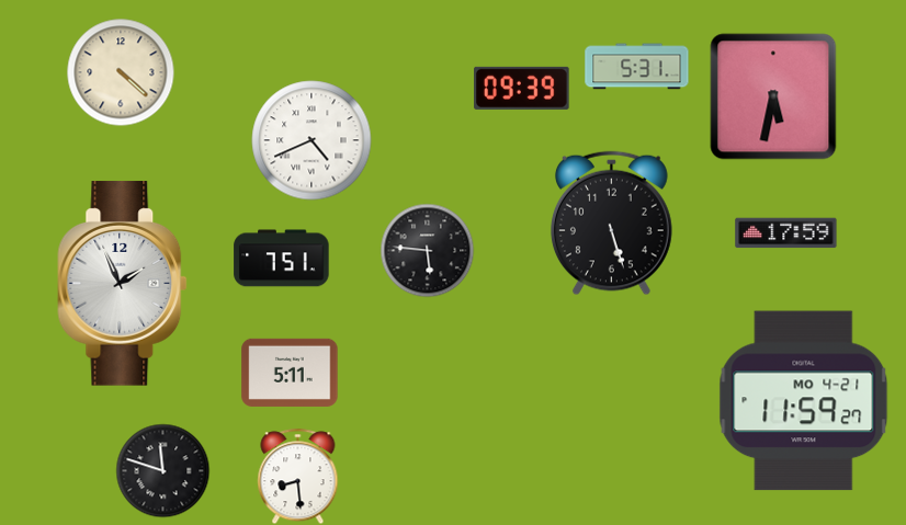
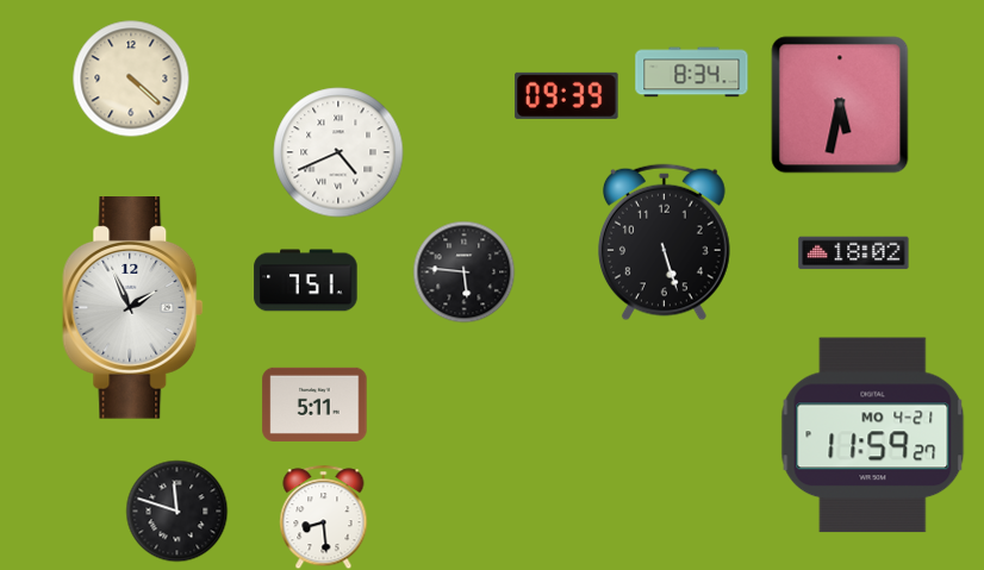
clock at (637, 67): 5:31 -> 8:34
clock at (786, 233): 17:59 -> 18:02
